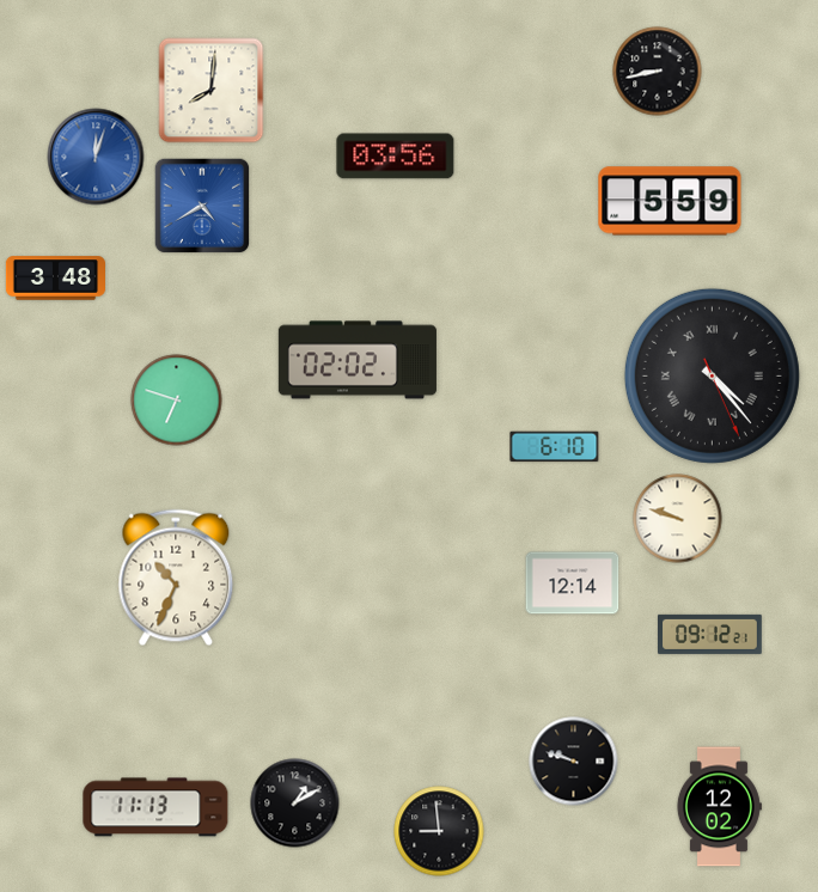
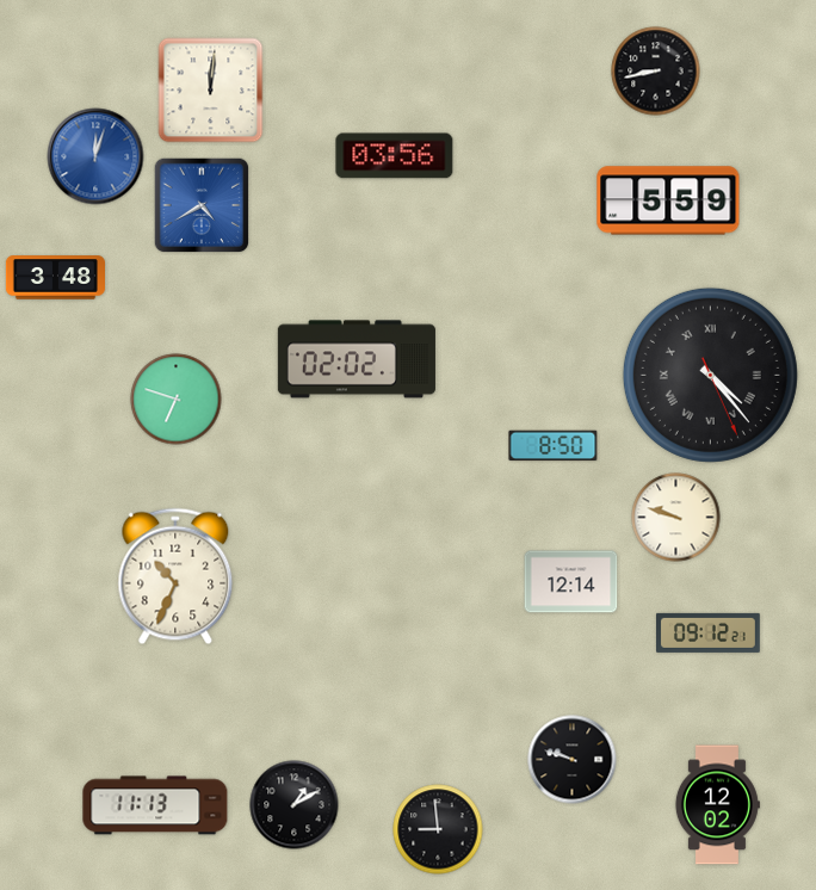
clock at (212, 91): 8:01 -> 12:01
clock at (555, 447): 6:10 -> 8:50
clock at (295, 804) position: (295, 804) -> (295, 805)
